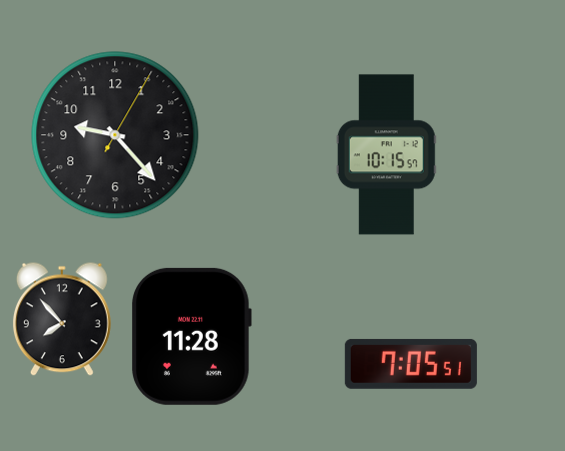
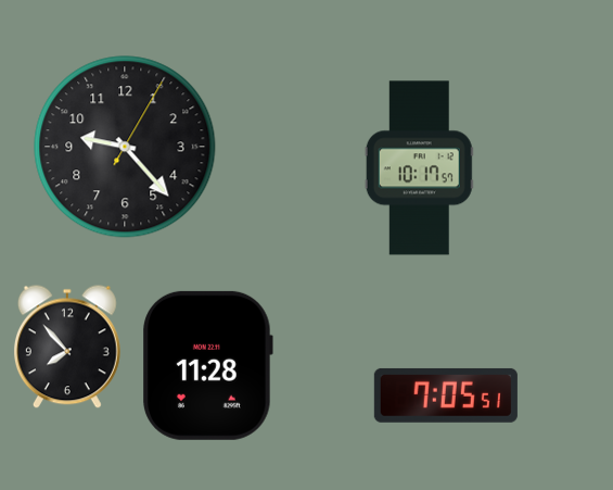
clock at (386, 155): 10:15 -> 10:17
